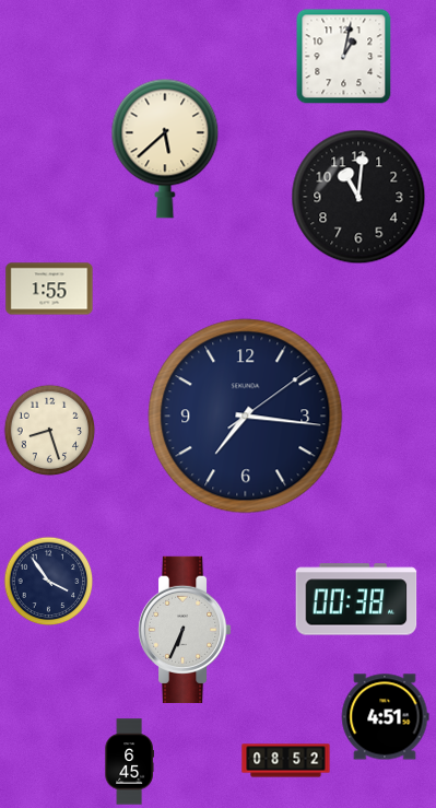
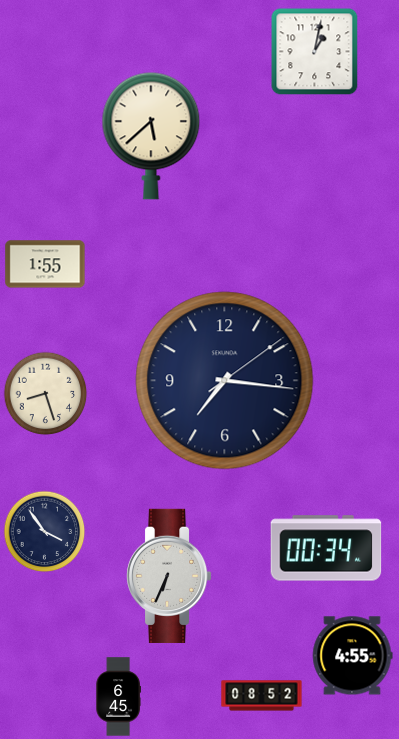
clock at (358, 197): 11:01 -> none
clock at (356, 599): 00:38 -> 00:34
clock at (385, 717): 4:51 -> 4:55
